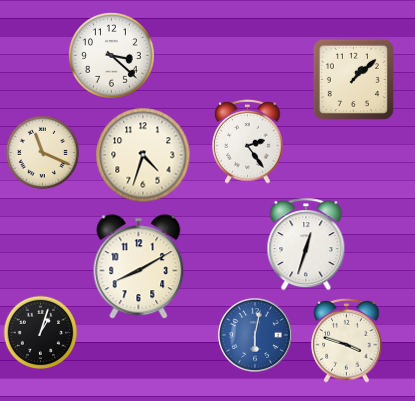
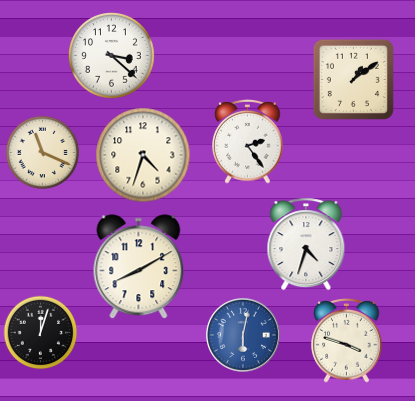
clock at (353, 79): 1:08 -> 1:09
clock at (306, 244): 12:33 -> 4:33
clock at (41, 333): 1:03 -> 12:03
clock at (255, 335) position: (255, 335) -> (243, 335)
